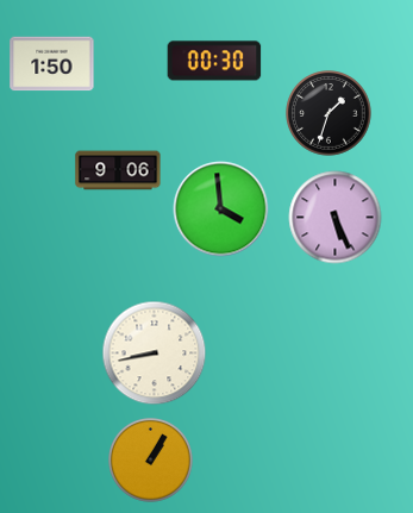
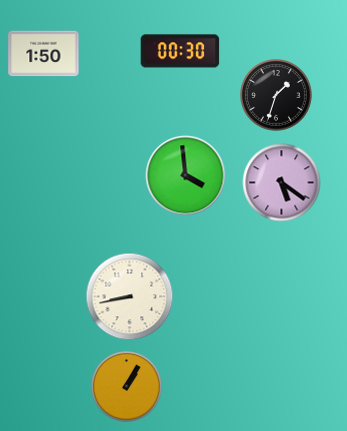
clock at (118, 170): 9:06 -> none
clock at (336, 218): 5:26 -> 5:21
